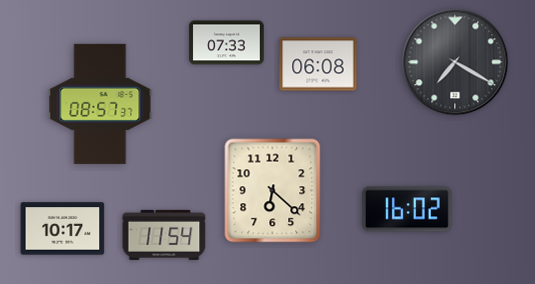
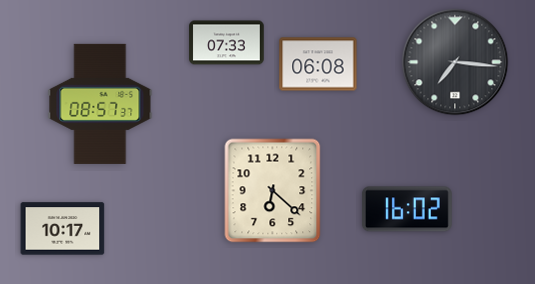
clock at (455, 62): 7:20 -> 7:16
clock at (164, 235): 11:54 -> none
